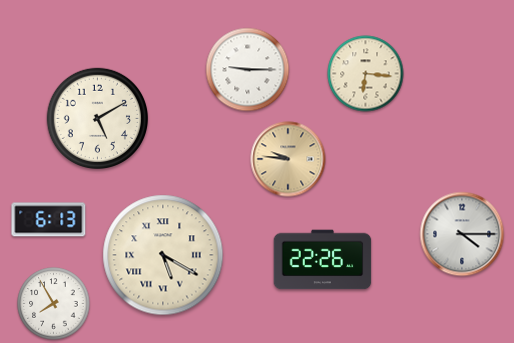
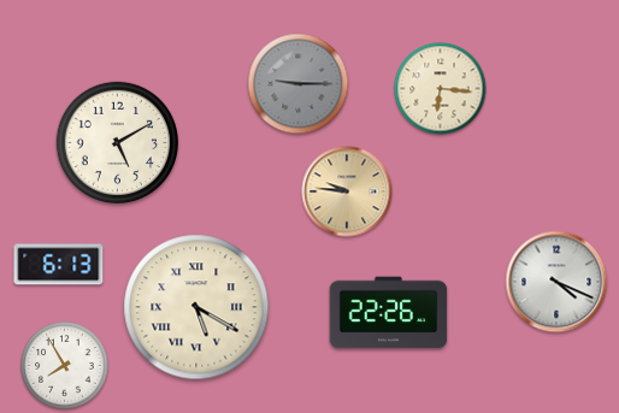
clock at (248, 70) dial: white -> grey
clock at (462, 234): 4:15 -> 4:19
